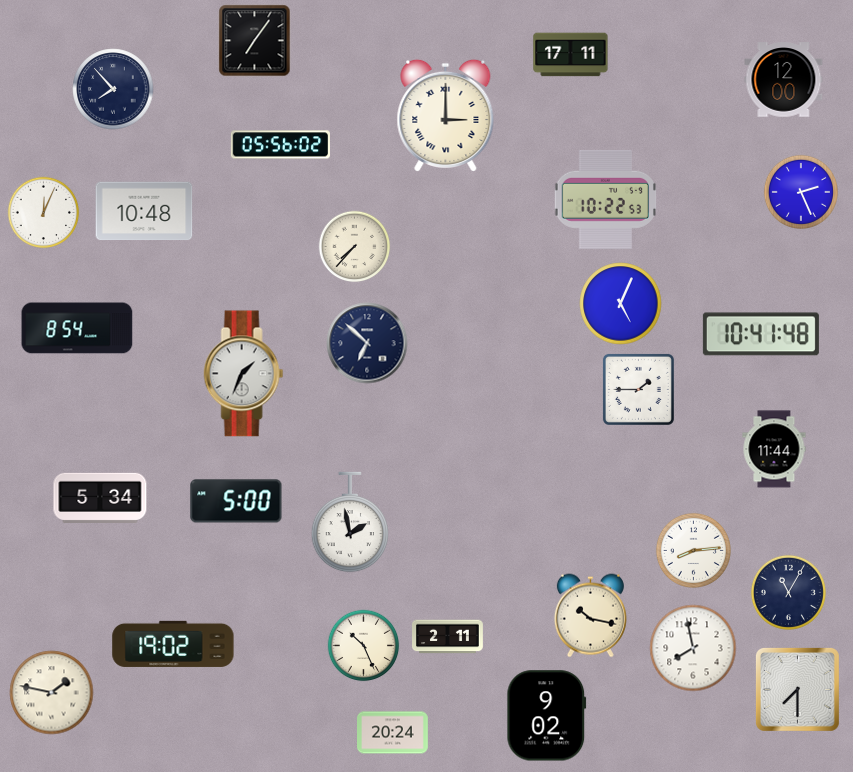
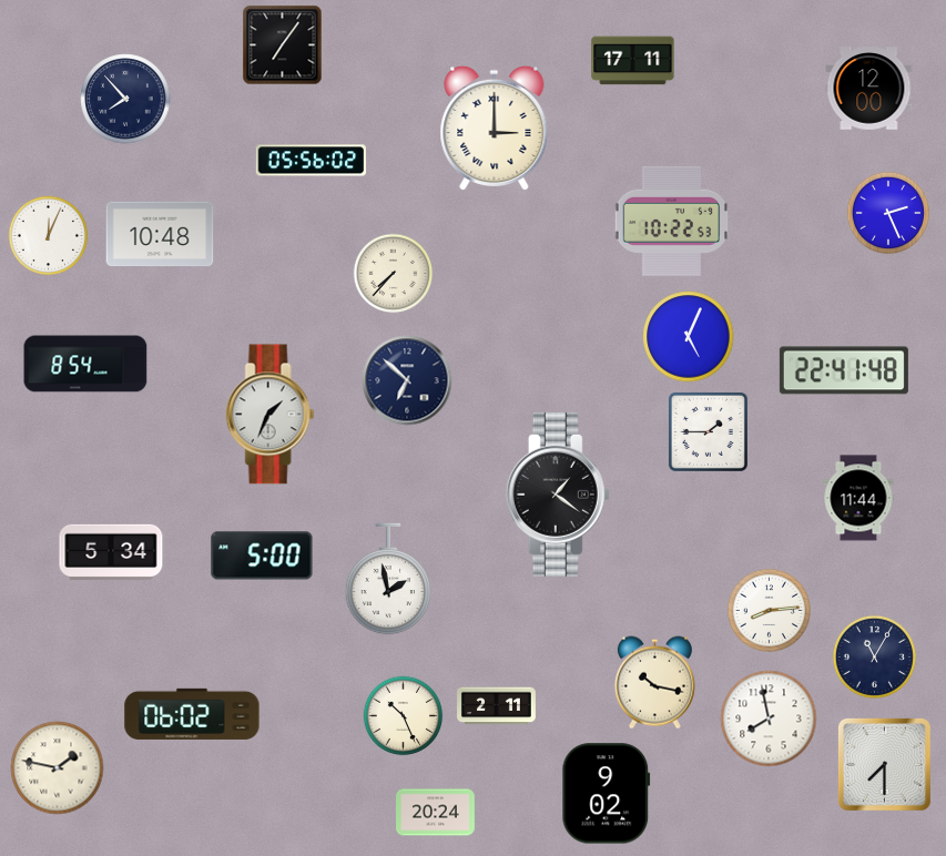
clock at (761, 334): 10:41 -> 22:41
clock at (558, 495): none -> 1:21
clock at (173, 644): 19:02 -> 06:02
